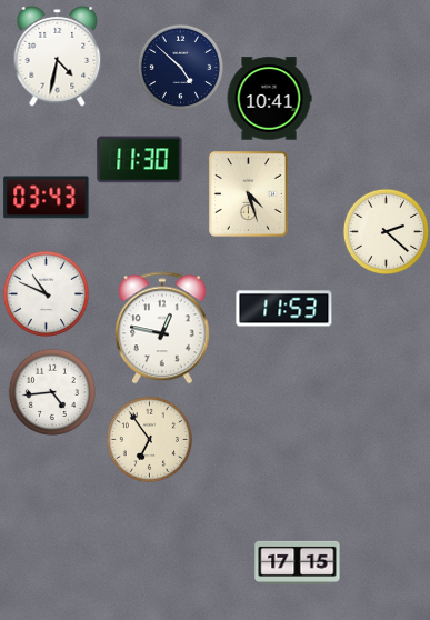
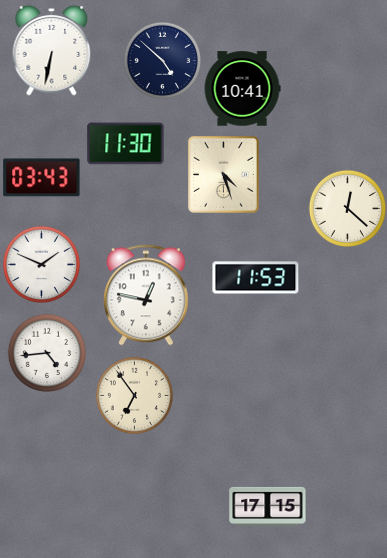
clock at (58, 57): 4:32 -> 6:32
clock at (386, 231): 2:22 -> 12:22
clock at (46, 293): 10:49 -> 1:49
